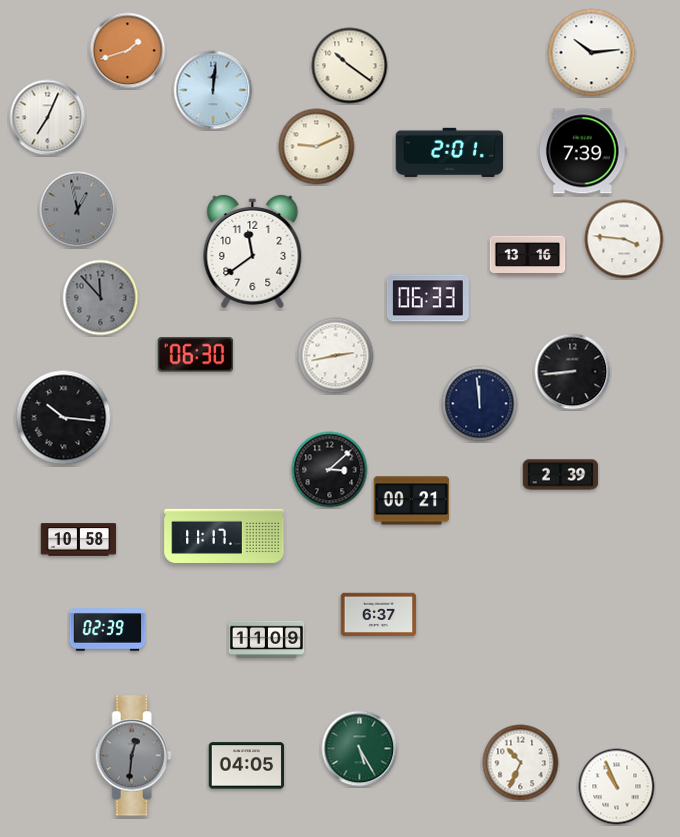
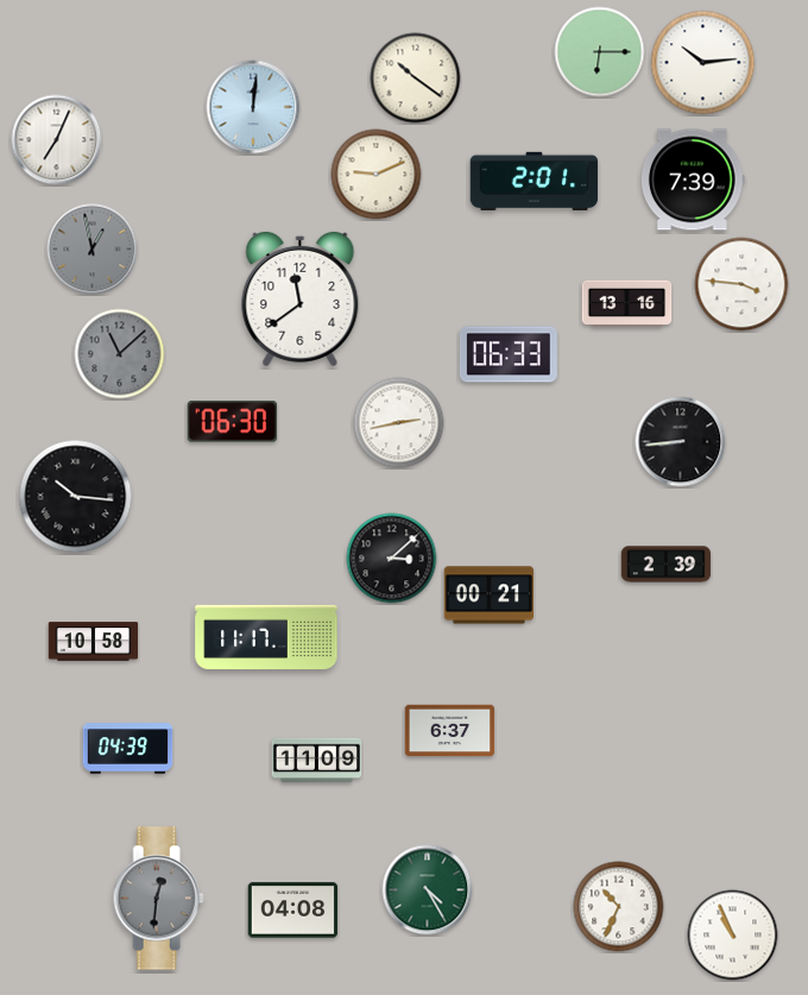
clock at (600, 52): none -> 6:15
clock at (128, 51): 1:42 -> none
clock at (101, 298): 11:53 -> 11:08
clock at (480, 404): 11:59 -> none
clock at (108, 630): 02:39 -> 04:39
clock at (360, 749): 5:25 -> 4:25
clock at (247, 766): 04:05 -> 04:08
